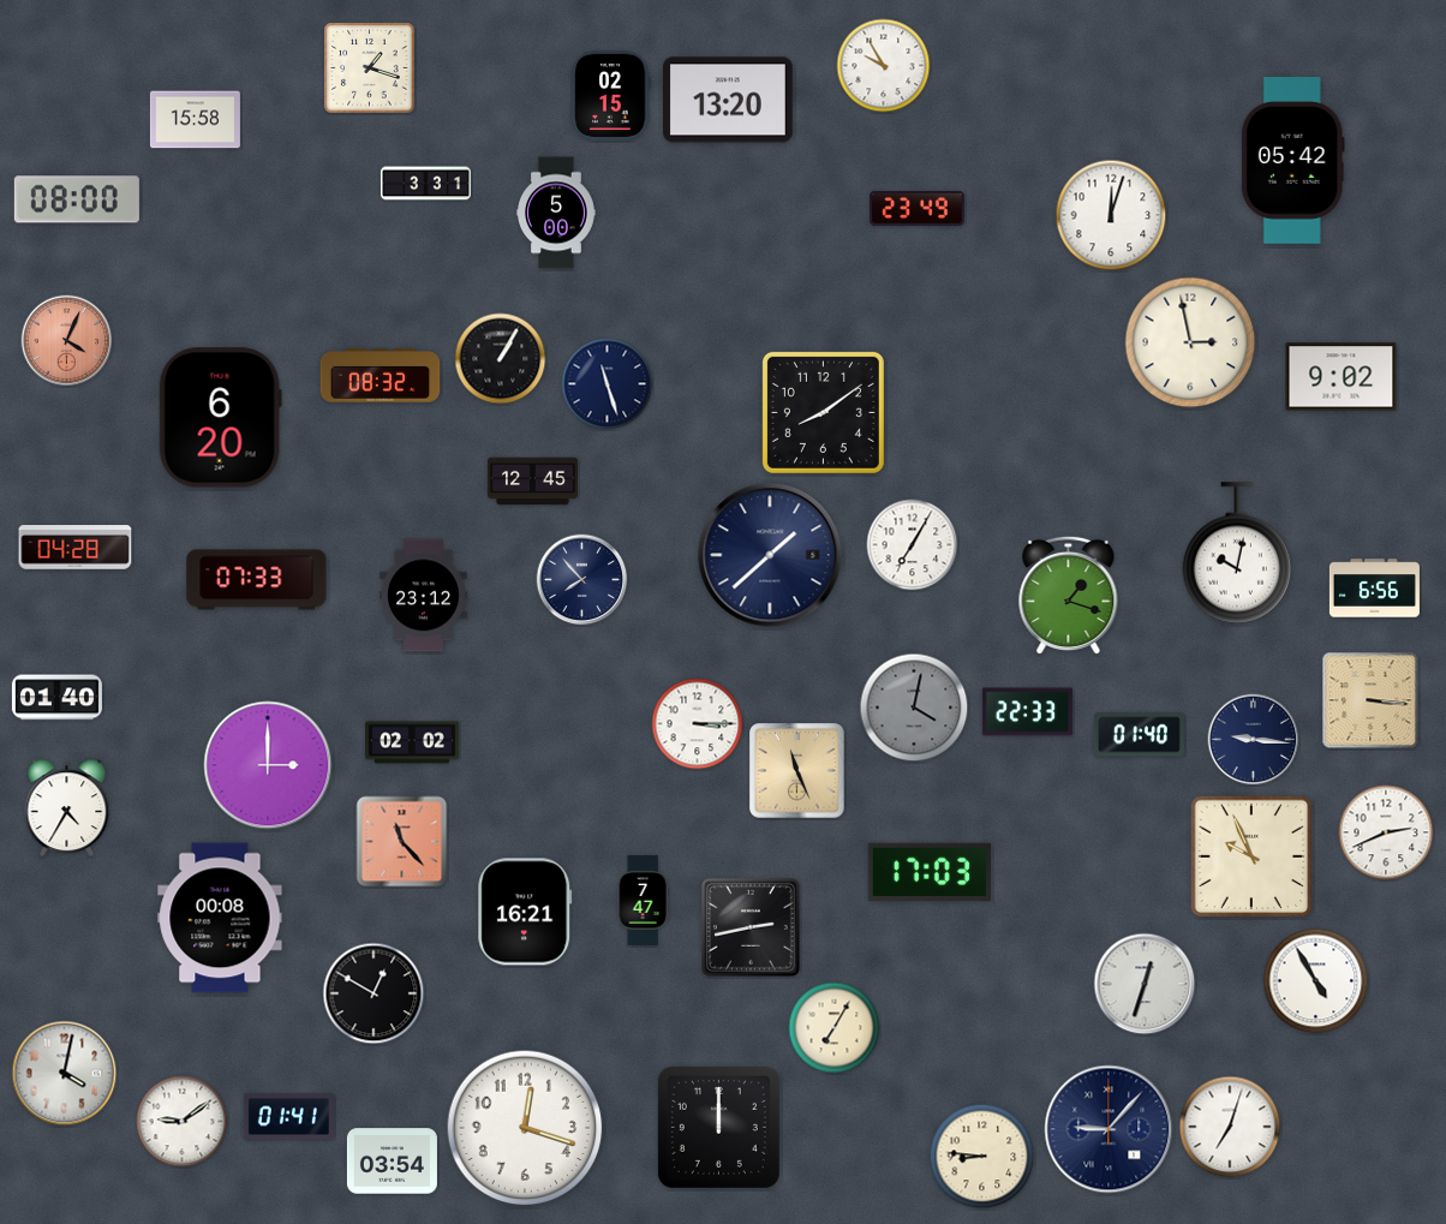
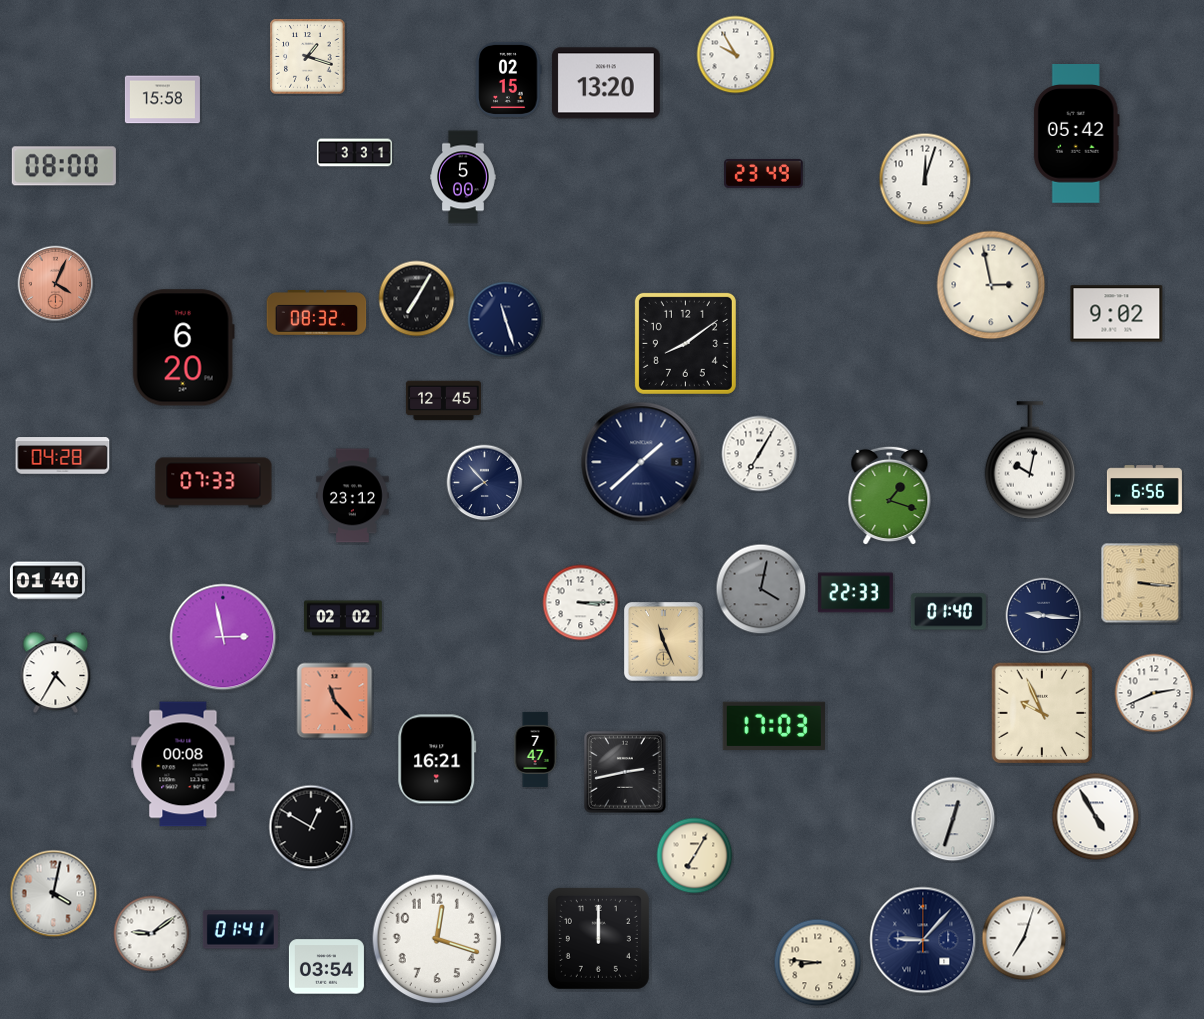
clock at (501, 359): 1:05 -> 7:05
clock at (268, 765): 3:00 -> 2:58
